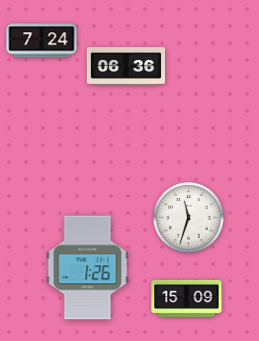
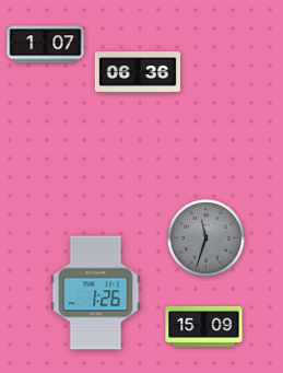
clock at (42, 41): 7:24 -> 1:07
clock at (189, 218) dial: white -> grey
